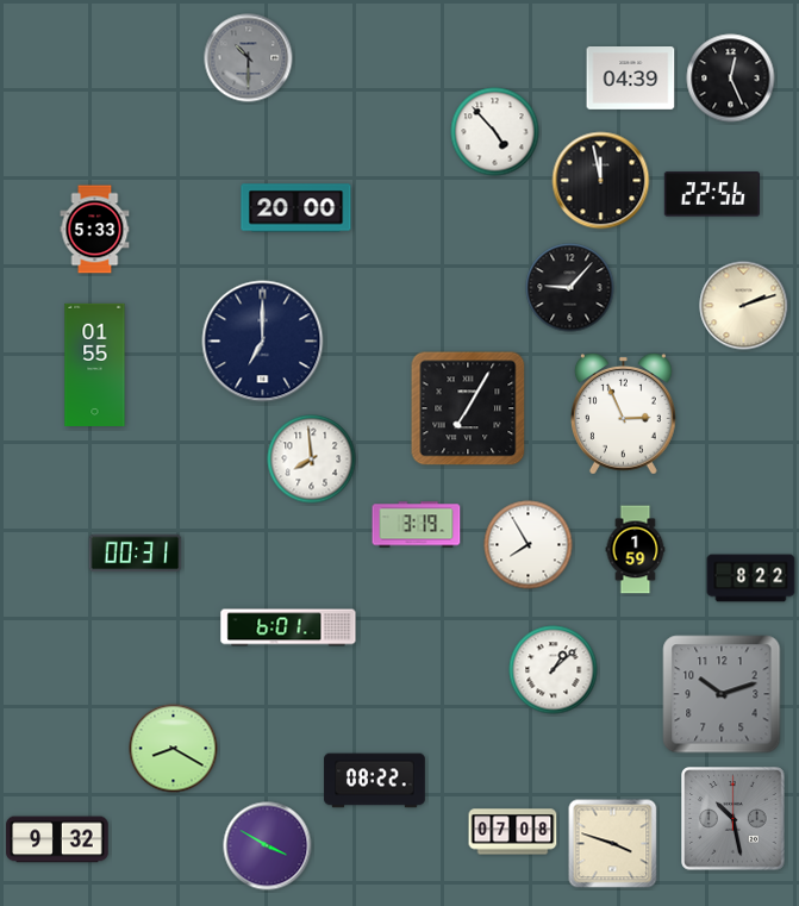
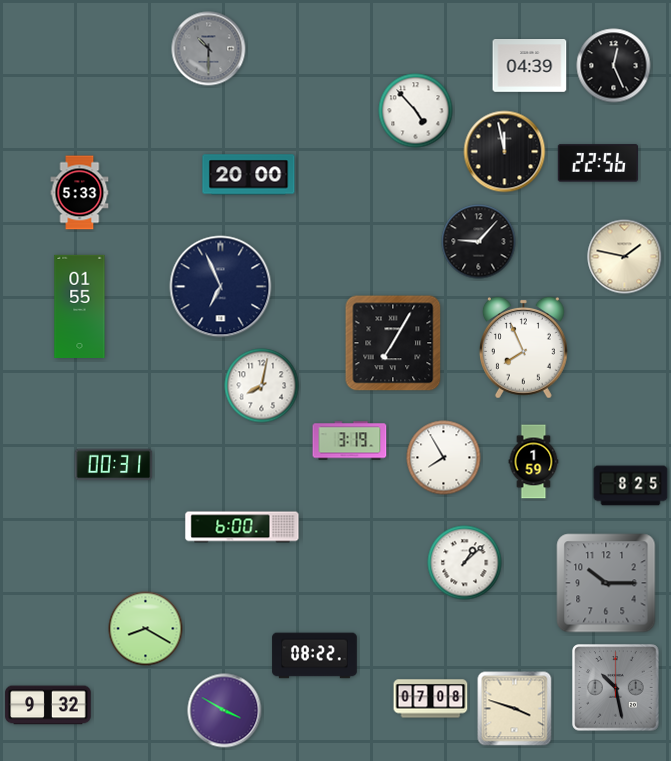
clock at (744, 306): 2:12 -> 1:47
clock at (263, 342): 7:00 -> 6:56
clock at (623, 413): 2:56 -> 7:56
clock at (312, 460): 7:59 -> 8:02
clock at (751, 579): 8:22 -> 8:25
clock at (288, 627): 6:01 -> 6:00
clock at (722, 694): 10:12 -> 10:15
